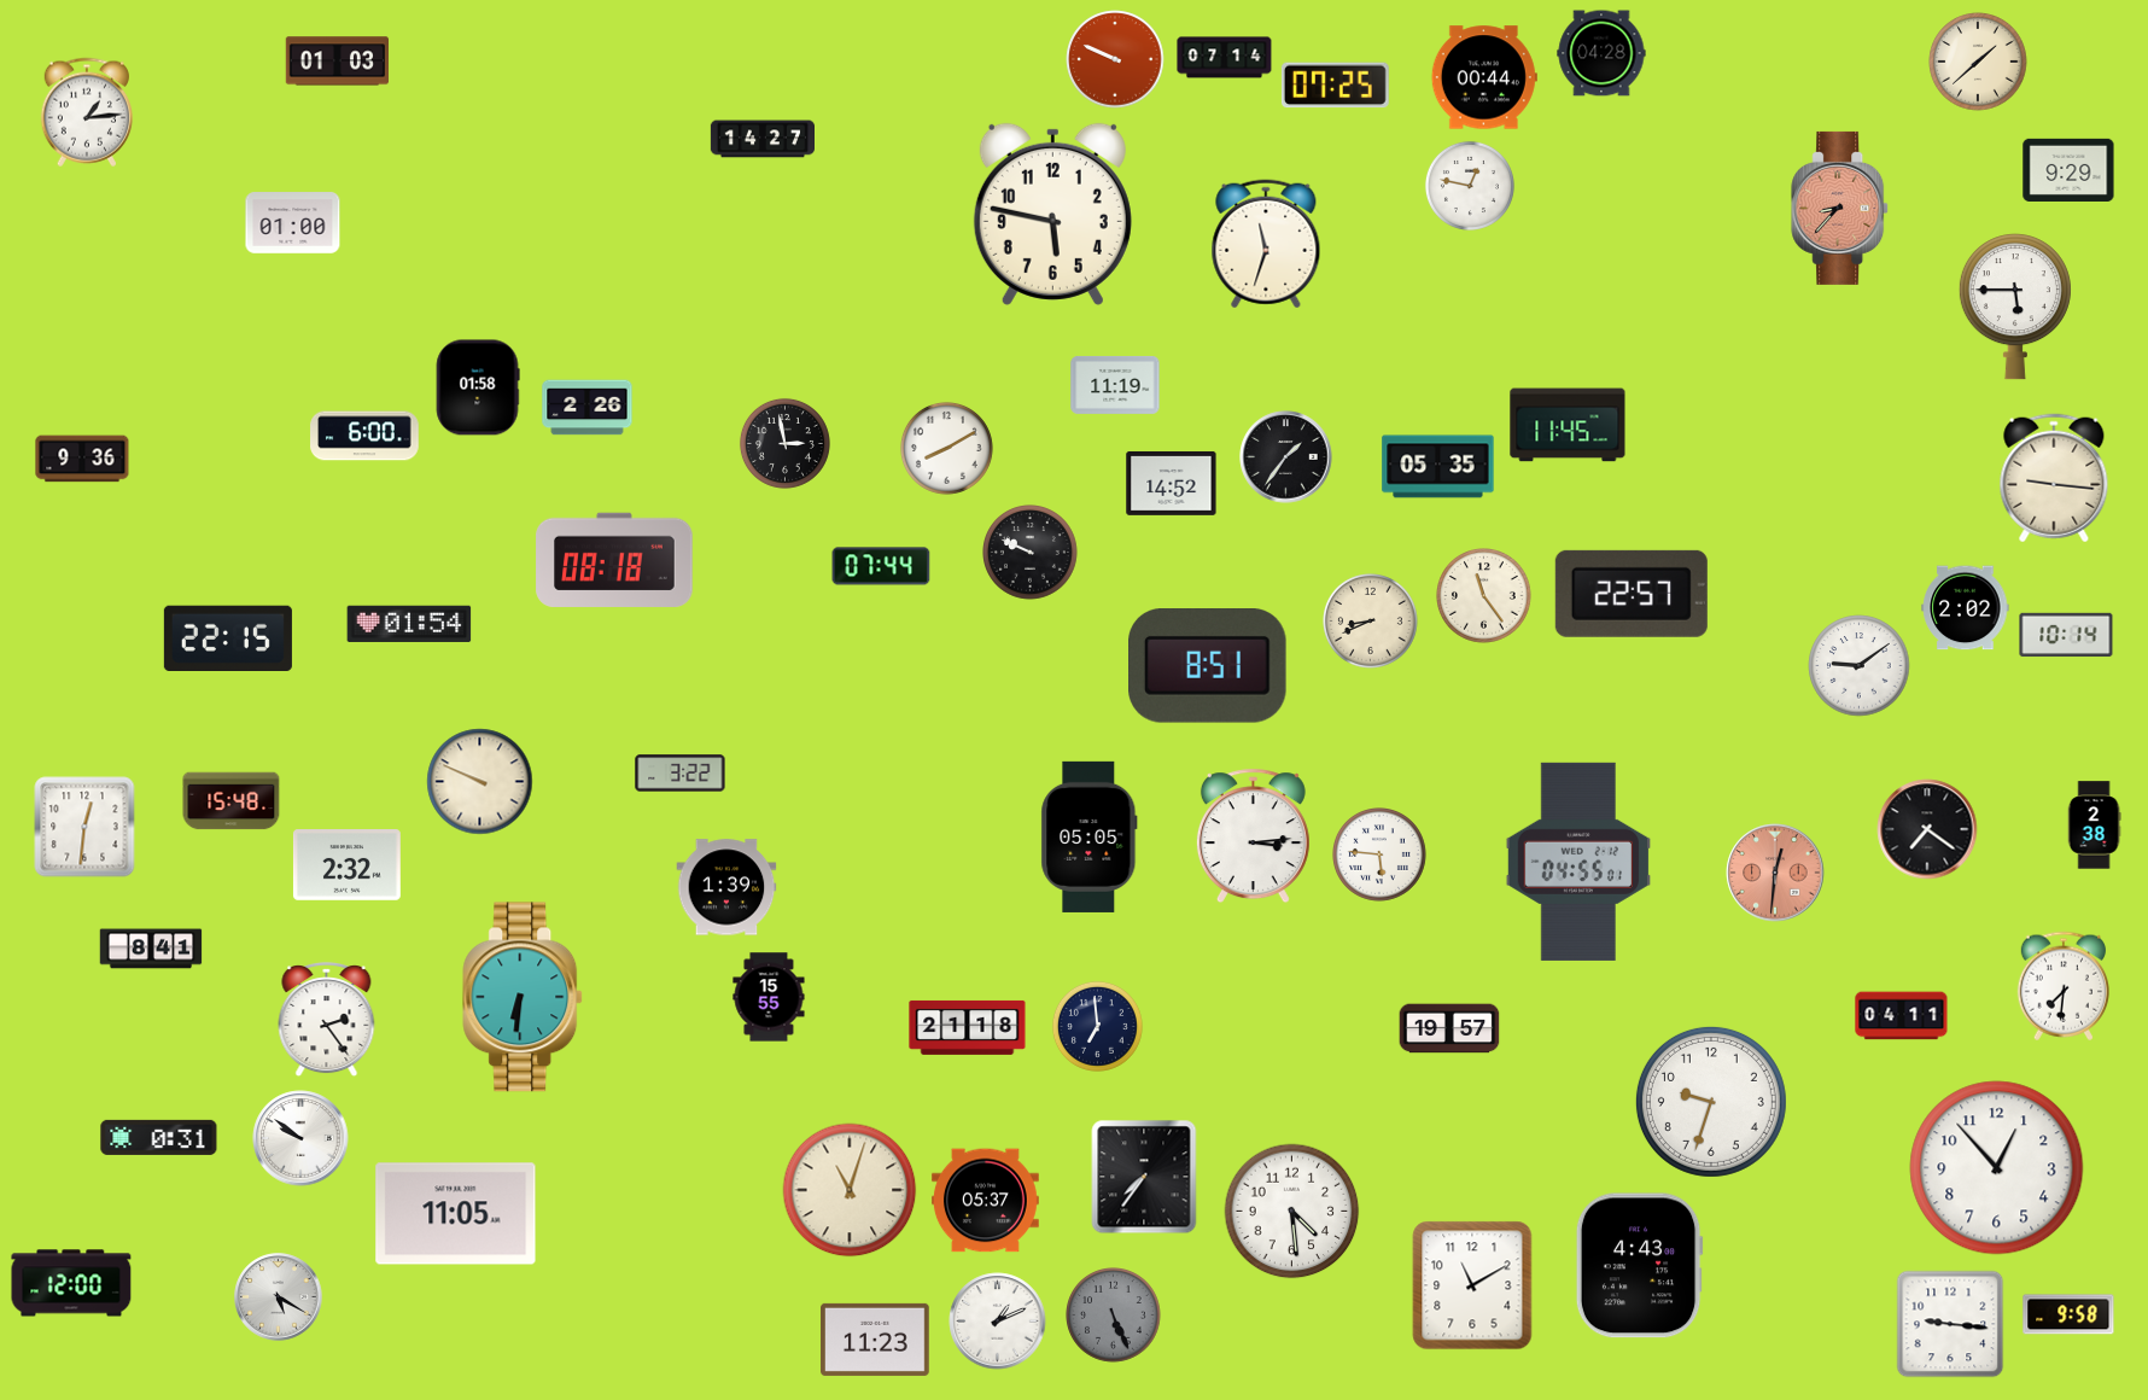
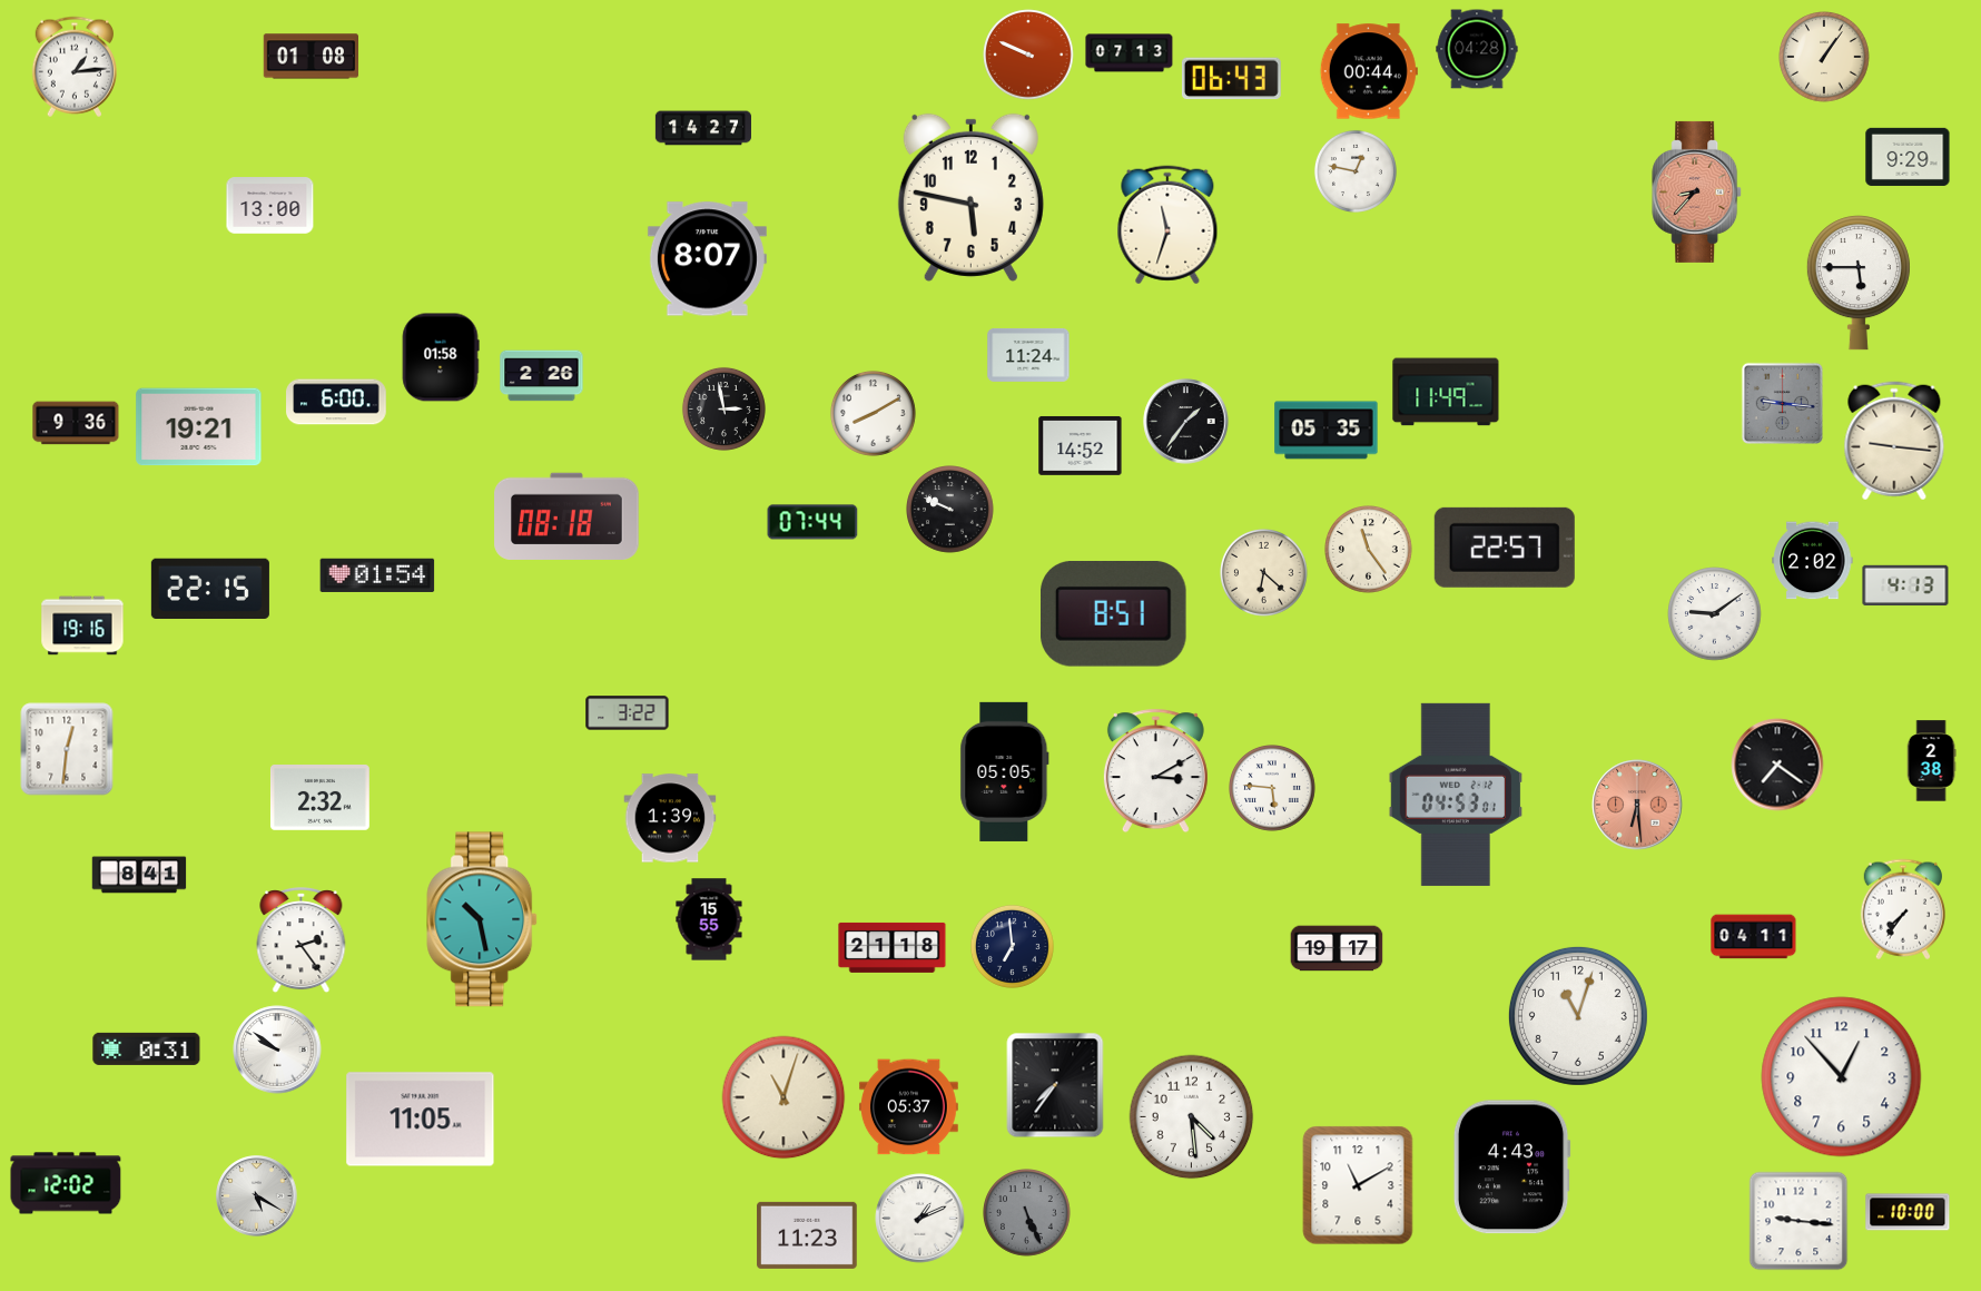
clock at (1225, 58): 07:14 -> 07:13
clock at (337, 62): 01:03 -> 01:08
clock at (1978, 62): 1:38 -> 1:06
clock at (1335, 86): 07:25 -> 06:43
clock at (86, 112) position: (86, 112) -> (73, 67)
clock at (293, 223): 01:00 -> 13:00
clock at (707, 259): none -> 8:07
clock at (1115, 385): 11:19 -> 11:24
clock at (1568, 425): 11:45 -> 11:49
clock at (1782, 403): none -> 9:16
clock at (199, 427): none -> 19:21
clock at (1371, 622): 8:41 -> 6:22
clock at (2066, 635): 10:14 -> 4:13
clock at (82, 625): none -> 19:16
clock at (480, 782): 9:49 -> none
clock at (232, 801): 15:48 -> none
clock at (84, 827) position: (84, 827) -> (67, 749)
clock at (1253, 836): 3:14 -> 3:10
clock at (1577, 862): 04:55 -> 04:53
clock at (1775, 873): 12:31 -> 6:29
clock at (2062, 986): 7:31 -> 7:36
clock at (524, 997): 6:31 -> 10:28
clock at (1449, 1028): 19:57 -> 19:17
clock at (1711, 1102): 9:33 -> 11:03
clock at (71, 1283): 12:00 -> 12:02
clock at (2068, 1314): 9:58 -> 10:00
